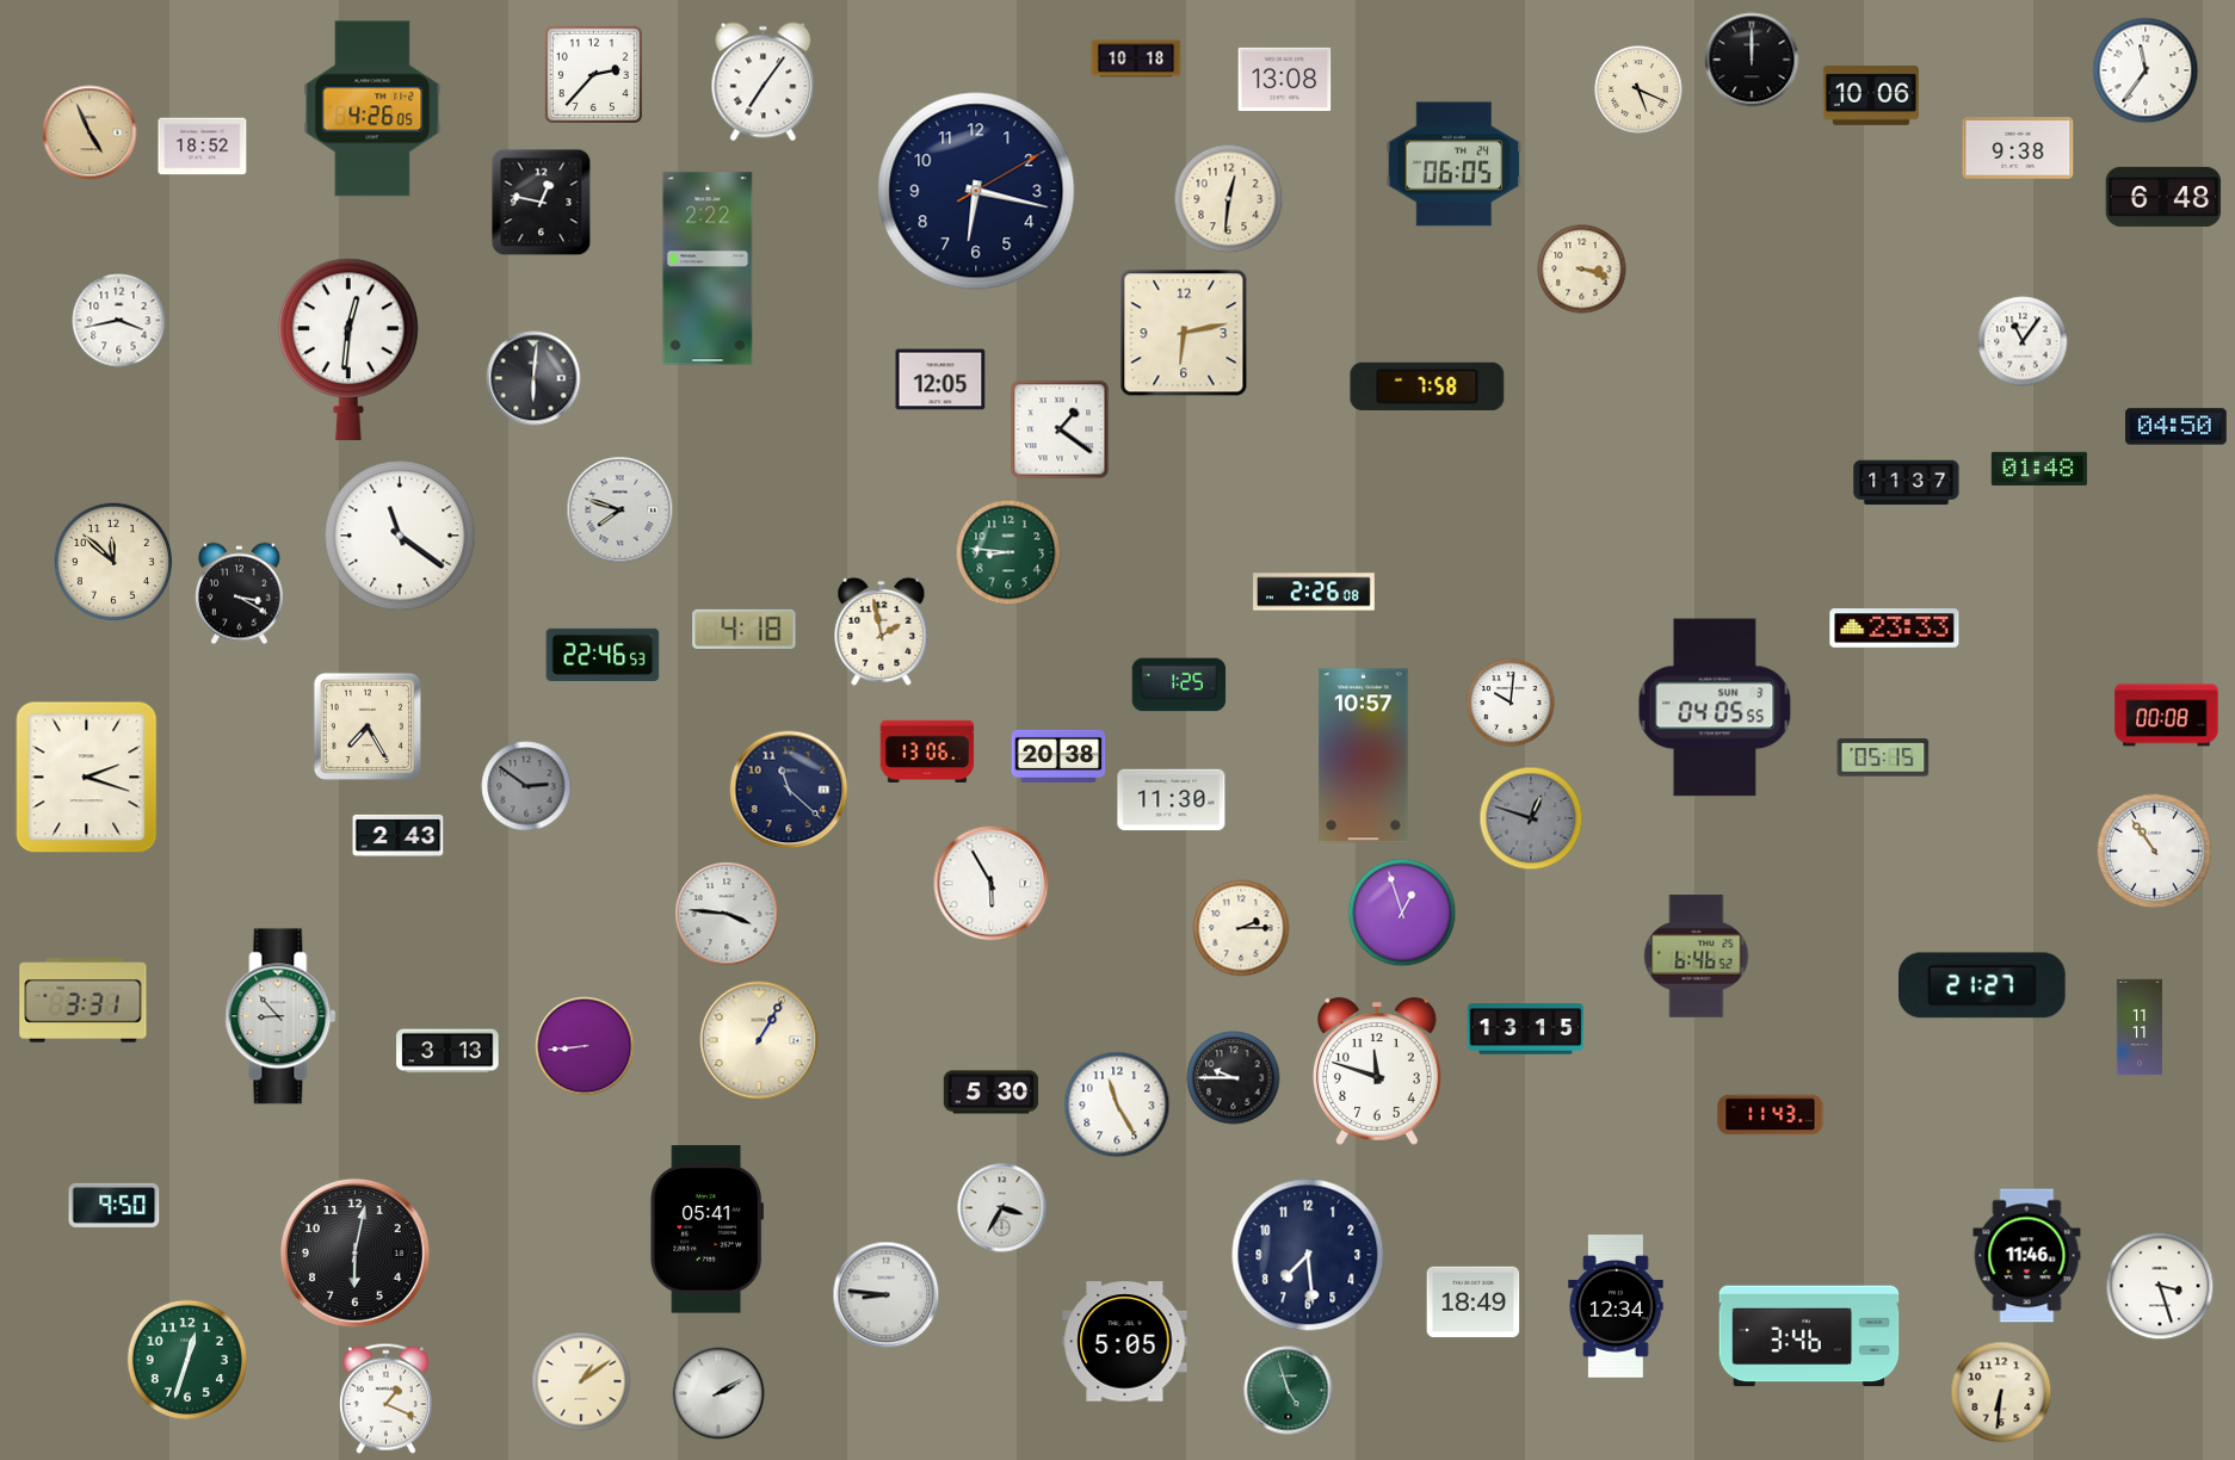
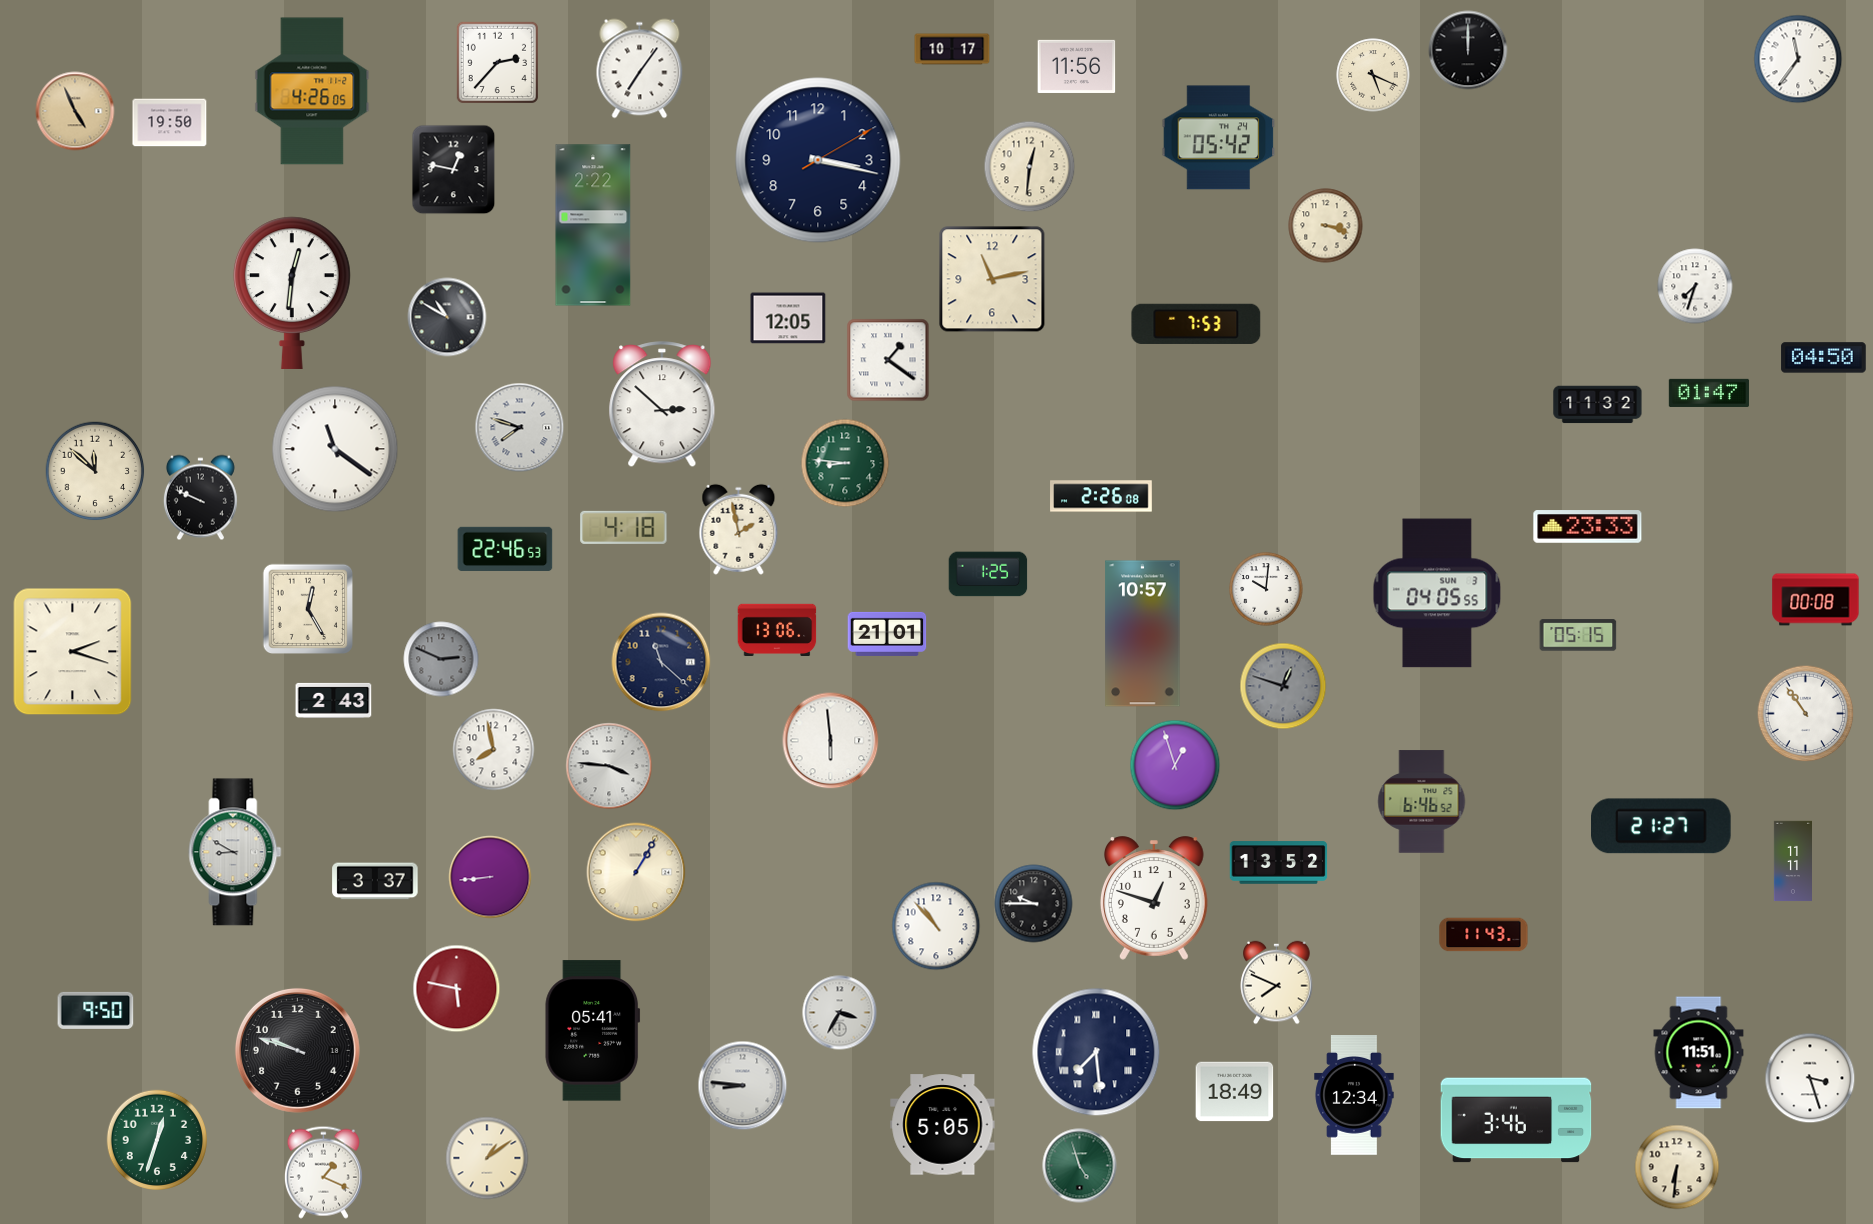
clock at (1136, 58): 10:18 -> 10:17
clock at (1285, 79): 13:08 -> 11:56
clock at (1870, 97): 10:06 -> none
clock at (203, 147): 18:52 -> 19:50
clock at (2018, 148): 9:38 -> none
clock at (1455, 165): 06:05 -> 05:42
clock at (976, 191): 6:17 -> 3:17
clock at (2163, 197): 6:48 -> none
clock at (119, 321): 3:43 -> none
clock at (1184, 333): 6:13 -> 11:13
clock at (2023, 341): 11:06 -> 7:33
clock at (533, 378): 6:01 -> 10:50
clock at (1427, 386): 7:58 -> 7:53
clock at (2039, 469): 01:48 -> 01:47
clock at (662, 405): none -> 2:52
clock at (1907, 483): 11:37 -> 11:32
clock at (239, 594): 3:20 -> 9:49
clock at (366, 725): 7:25 -> 12:25
clock at (1058, 756): 20:38 -> 21:01
clock at (526, 786): 2:51 -> 2:49
clock at (1172, 800): 11:30 -> none
clock at (992, 884): 5:55 -> 5:59
clock at (494, 750): none -> 7:58
clock at (1241, 928): 2:15 -> none
clock at (84, 1001): 3:31 -> none
clock at (280, 1016): 8:53 -> 8:50
clock at (1526, 1029): 13:15 -> 13:52
clock at (447, 1051): 3:13 -> 3:37
clock at (1377, 1071): 11:48 -> 12:48
clock at (992, 1093): 5:30 -> none
clock at (1117, 1105): 11:25 -> 10:53
clock at (1277, 983): none -> 7:49
clock at (457, 989): none -> 5:47
clock at (354, 1252): 6:02 -> 9:48
clock at (1308, 1255) numerals: Arabic -> Roman
clock at (2027, 1256): 11:46 -> 11:51
clock at (718, 1393): 2:10 -> none
